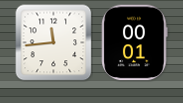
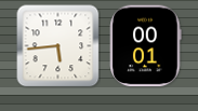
clock at (54, 43): 11:44 -> 5:44
